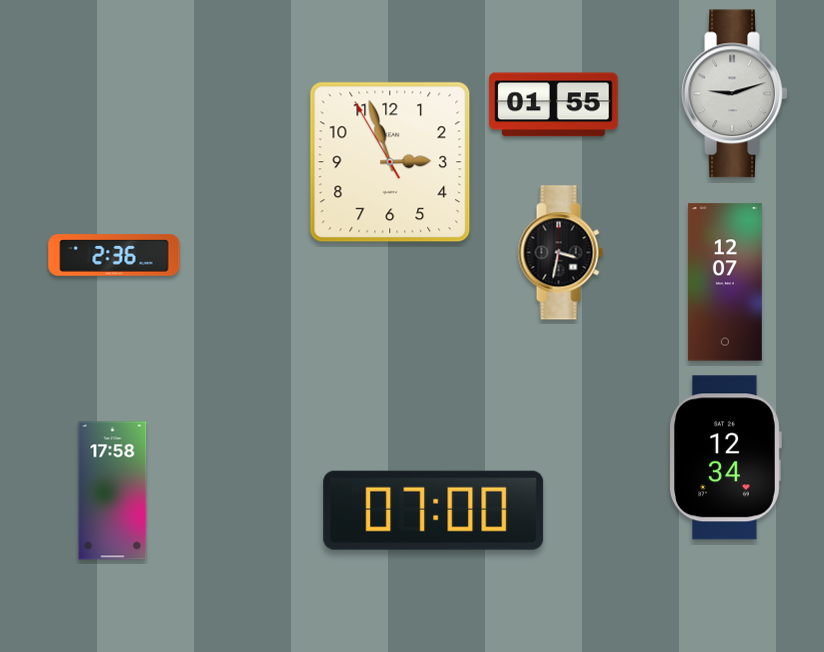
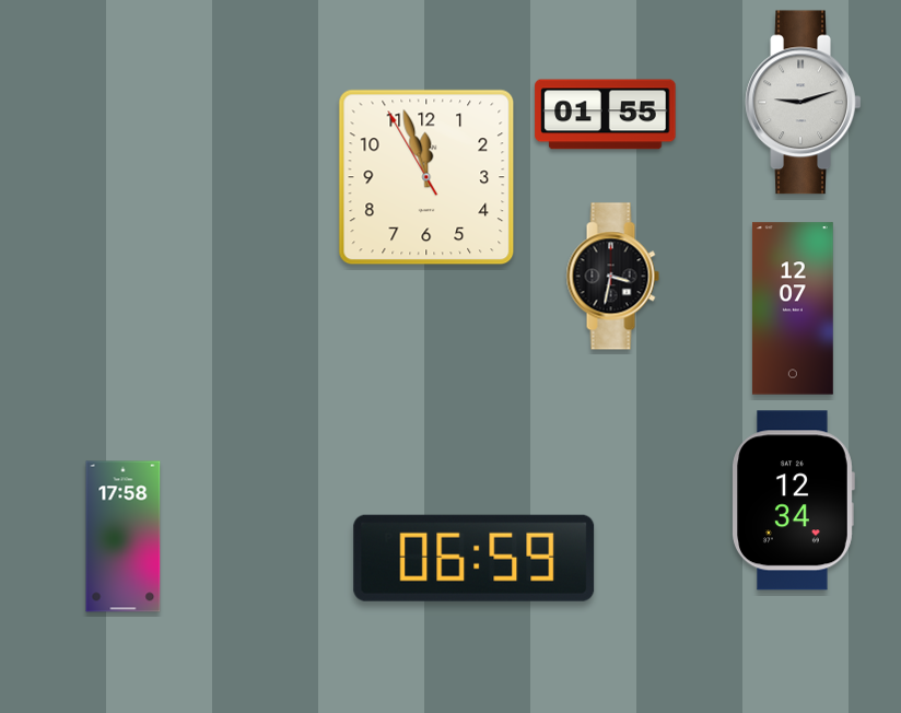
clock at (390, 162): 2:56 -> 11:56
clock at (114, 255): 2:36 -> none
clock at (434, 510): 07:00 -> 06:59
